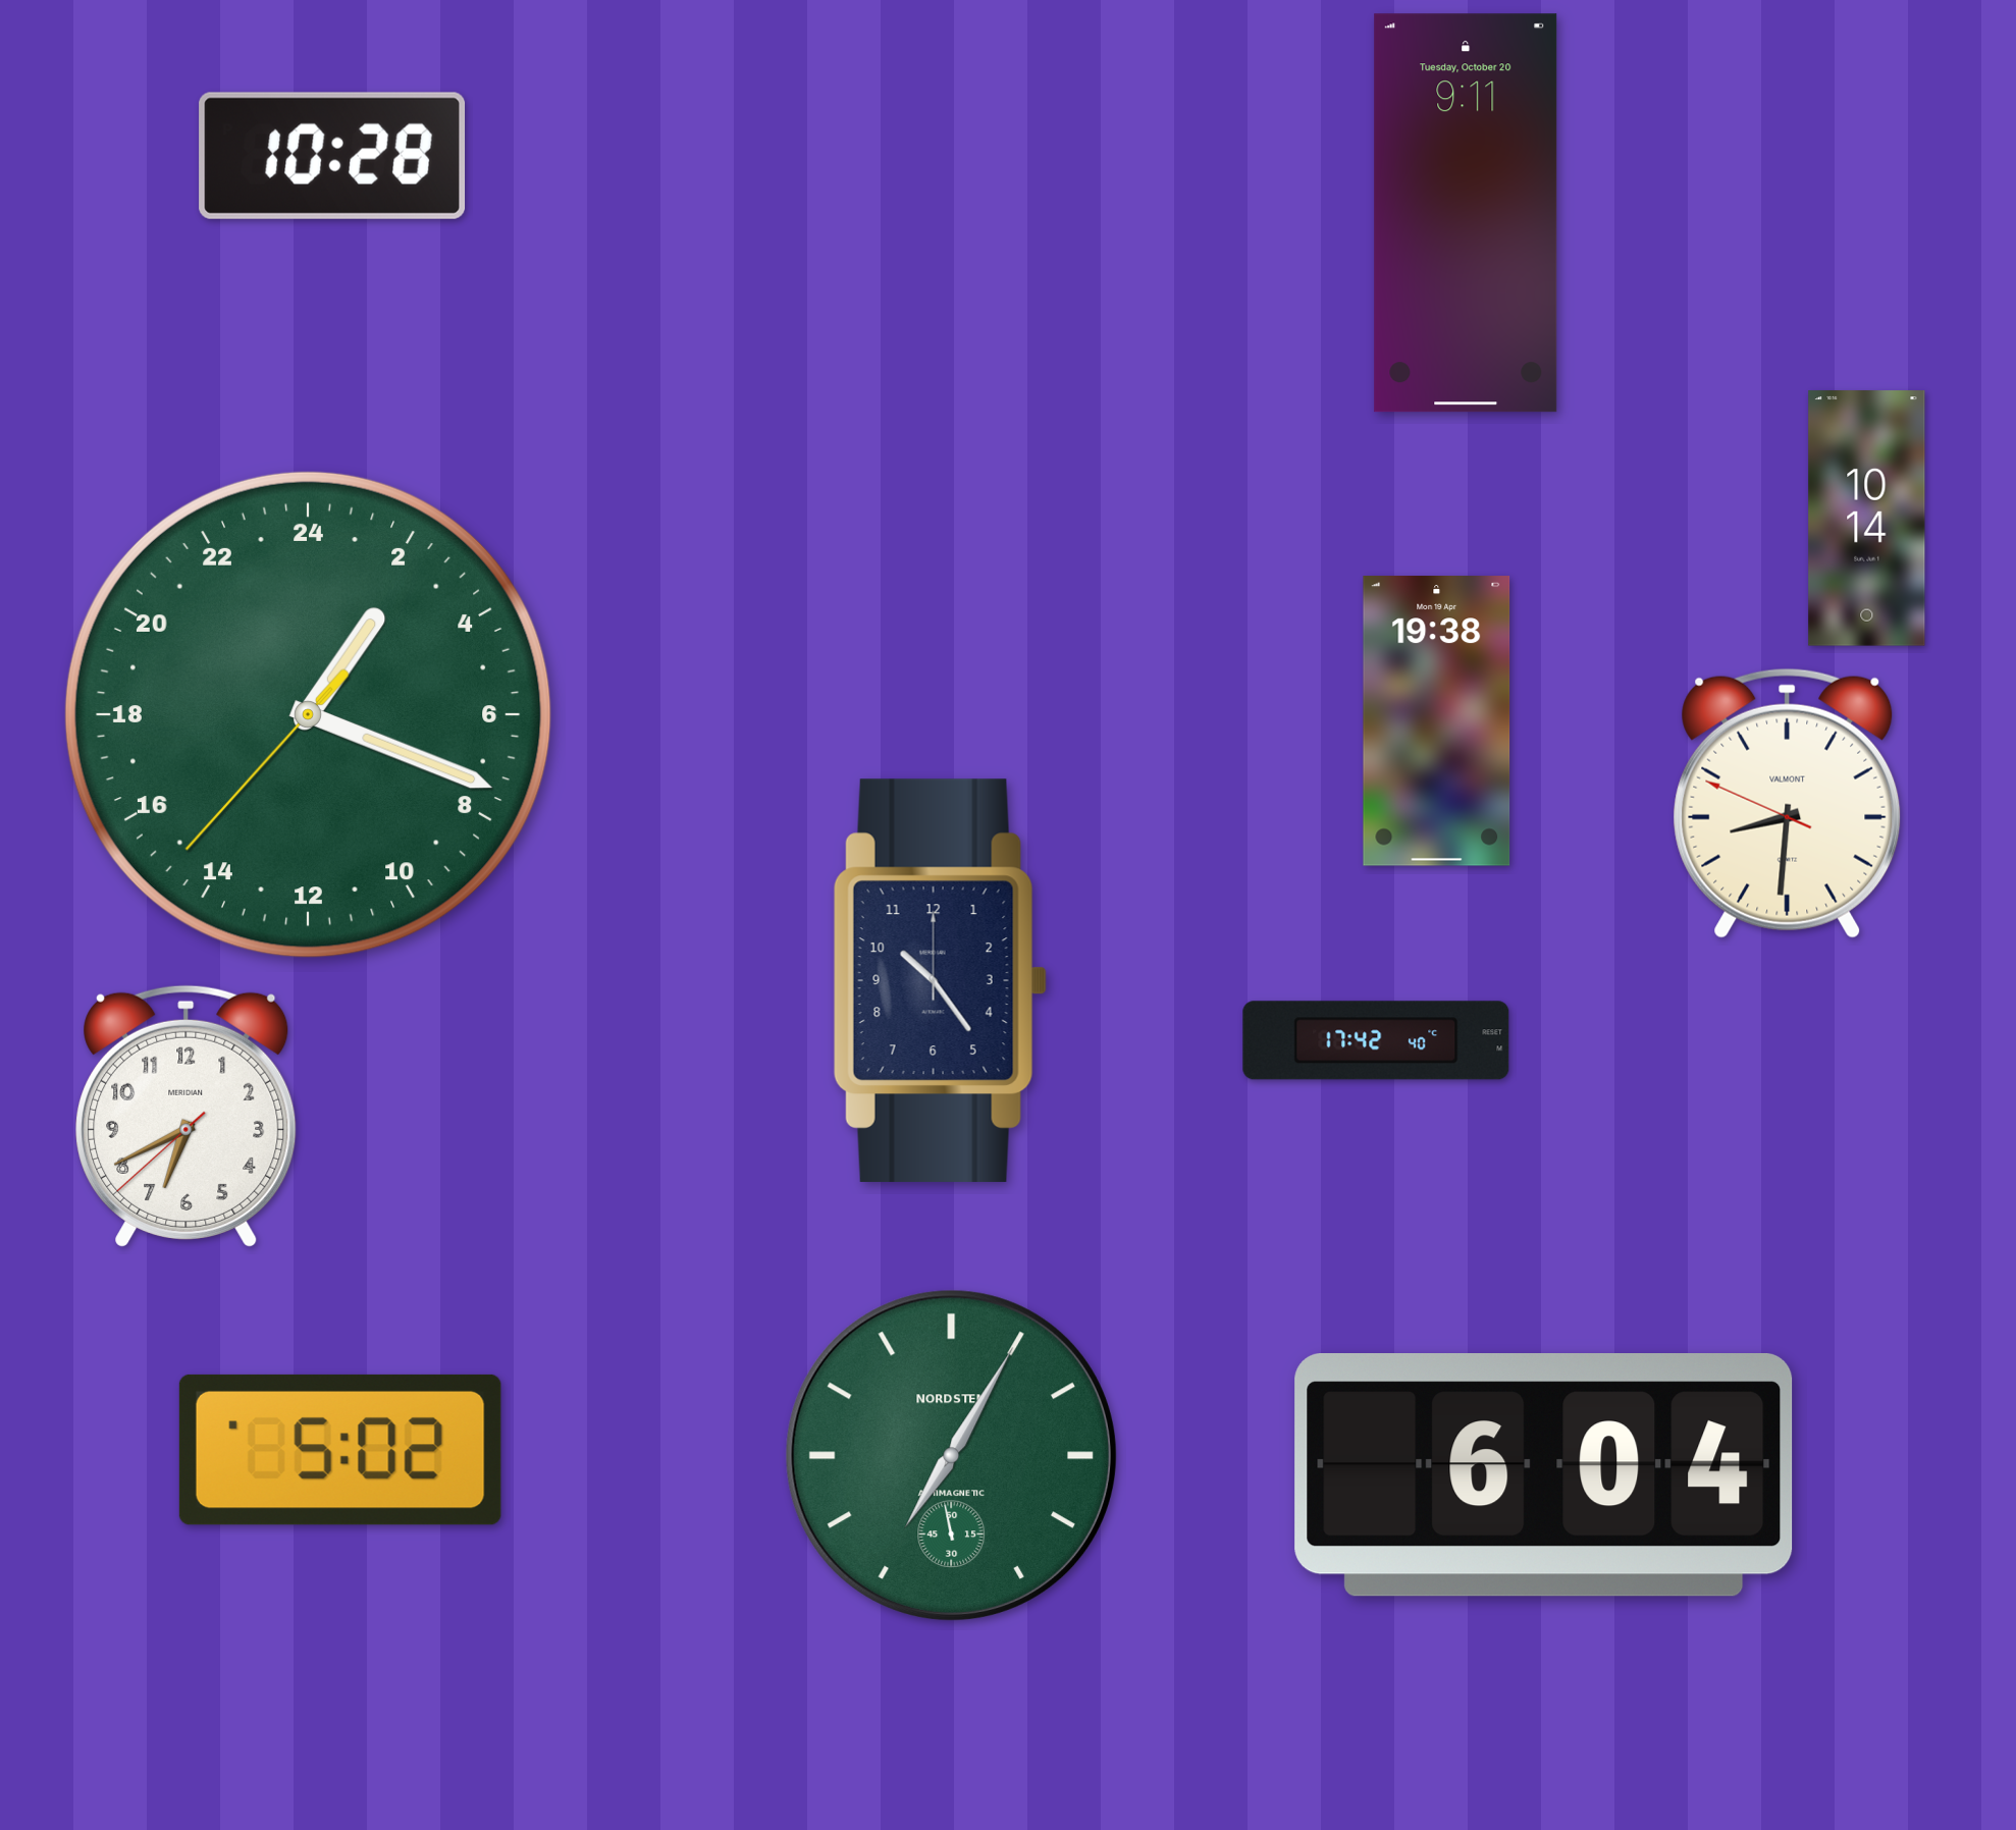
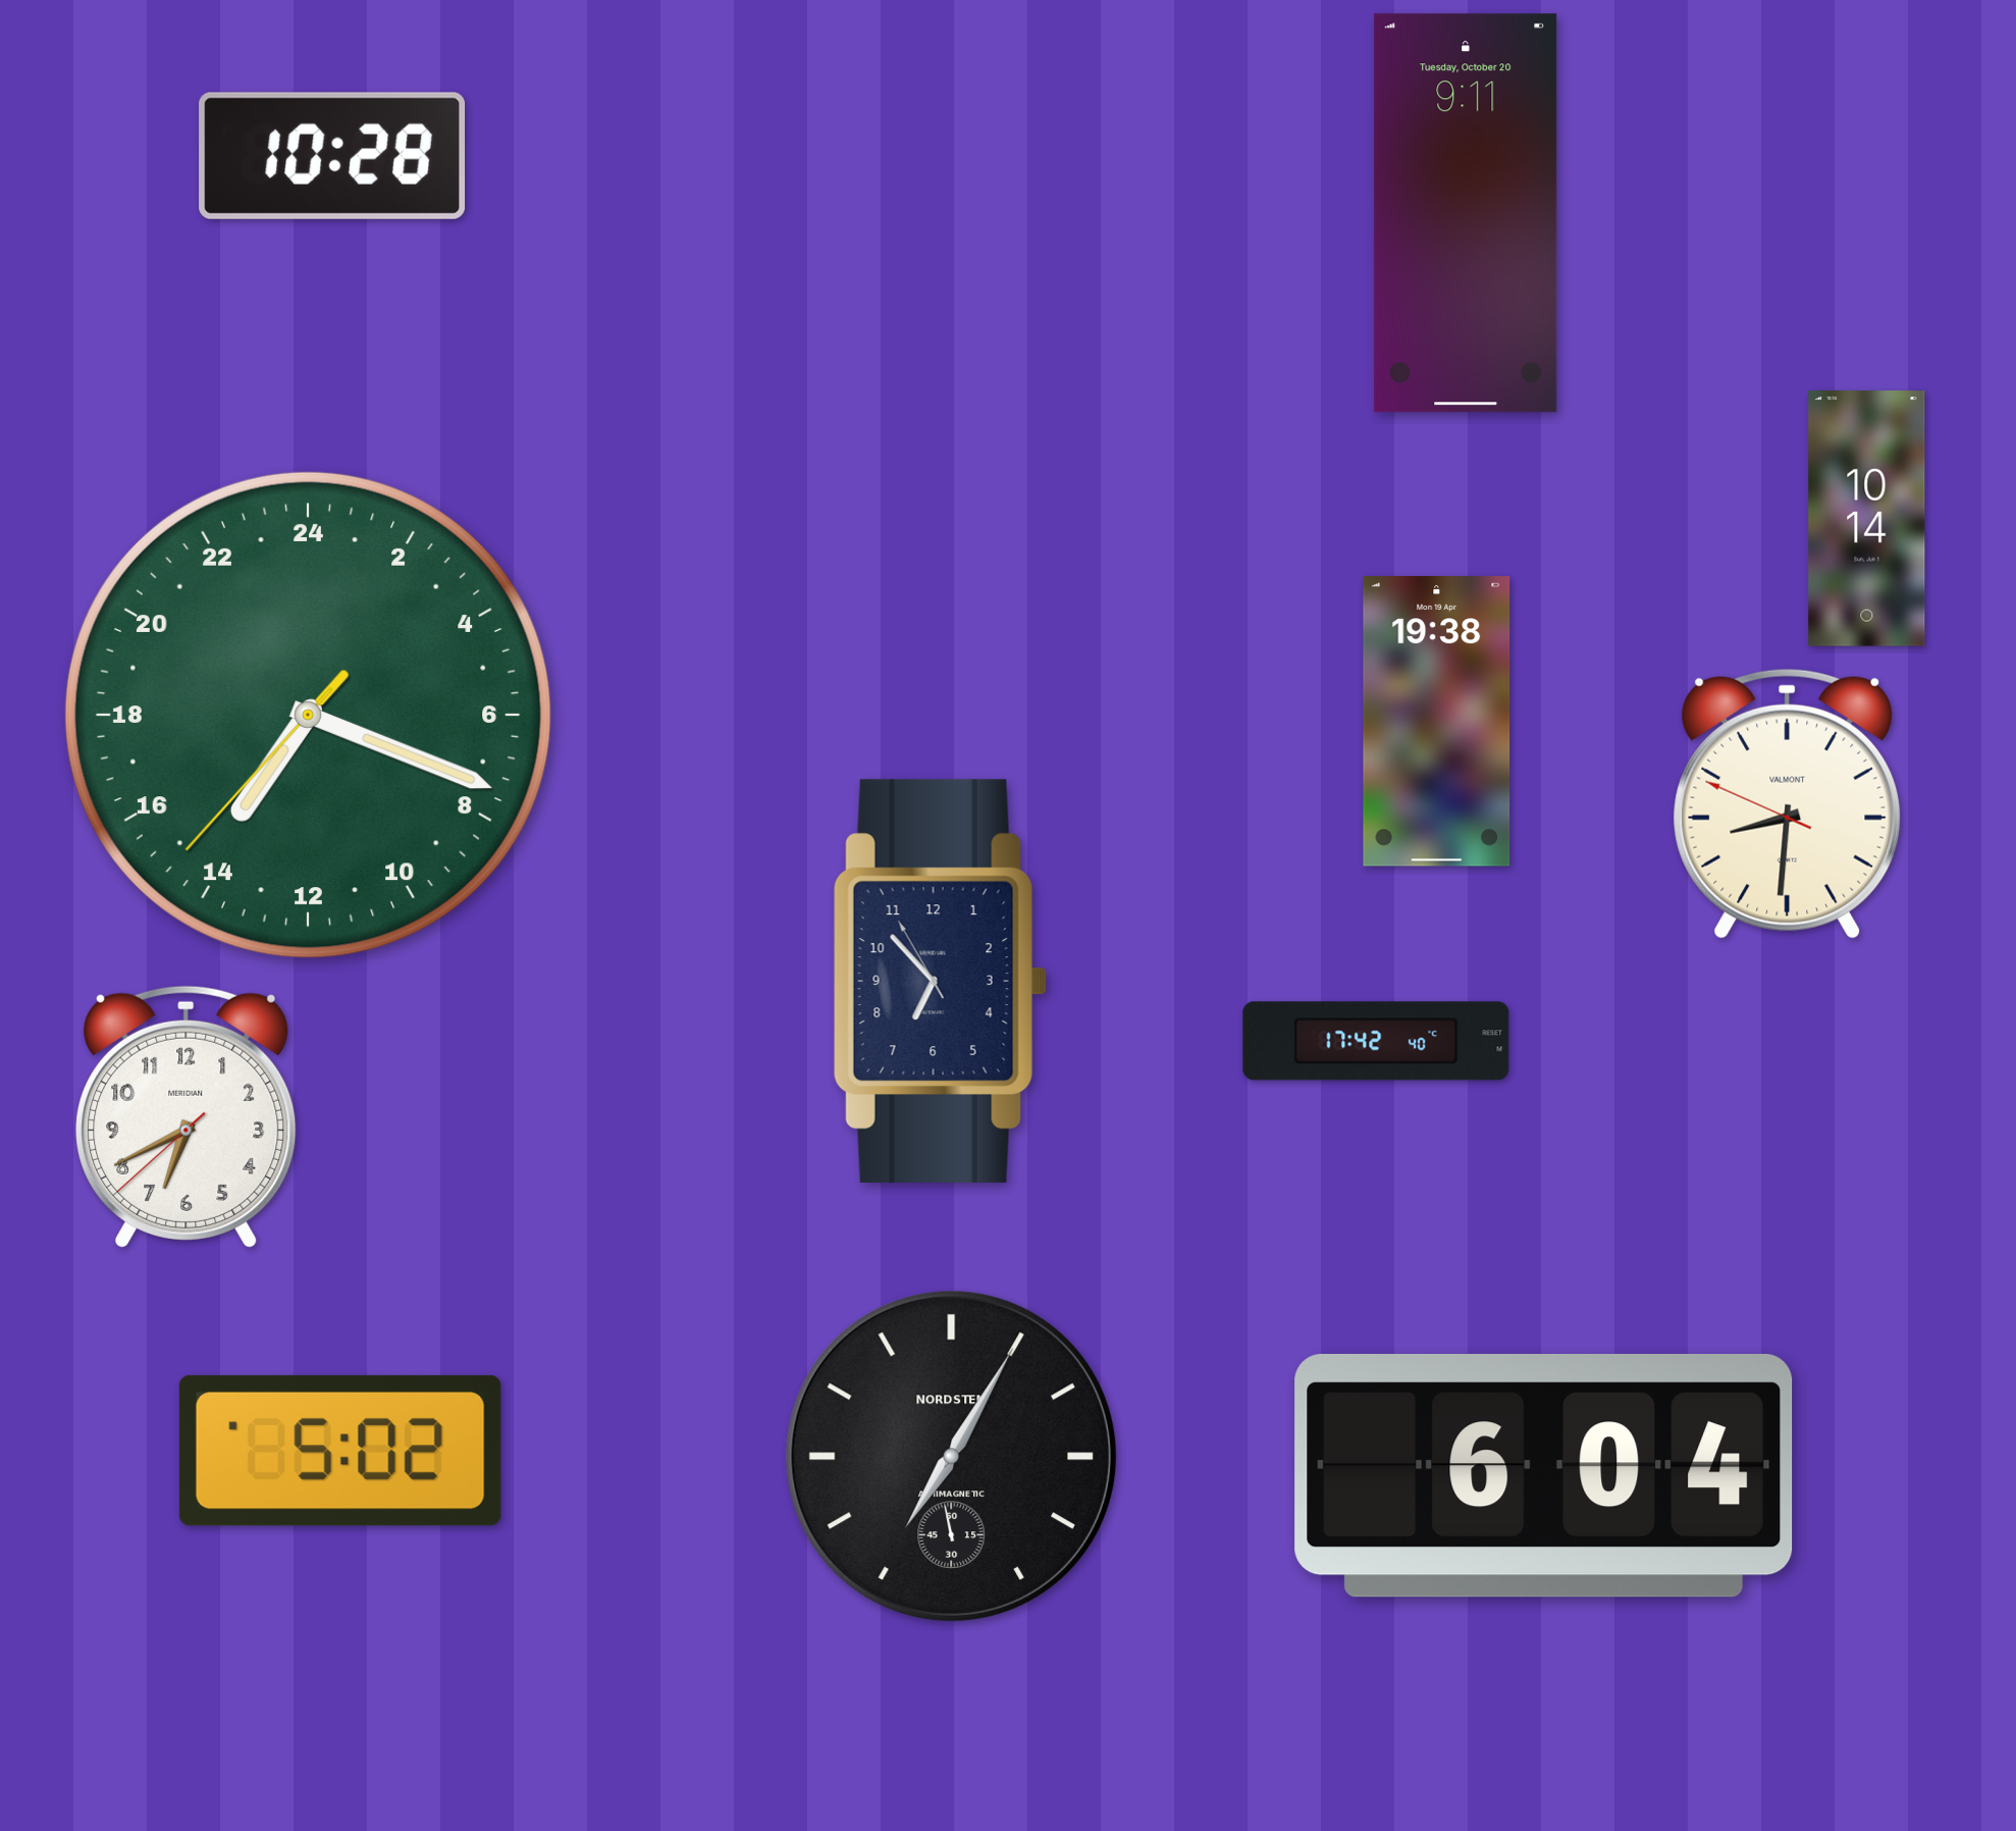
clock at (308, 714): 2:18 -> 14:18
clock at (940, 980): 10:24 -> 6:52
clock at (951, 1455) dial: green -> black
